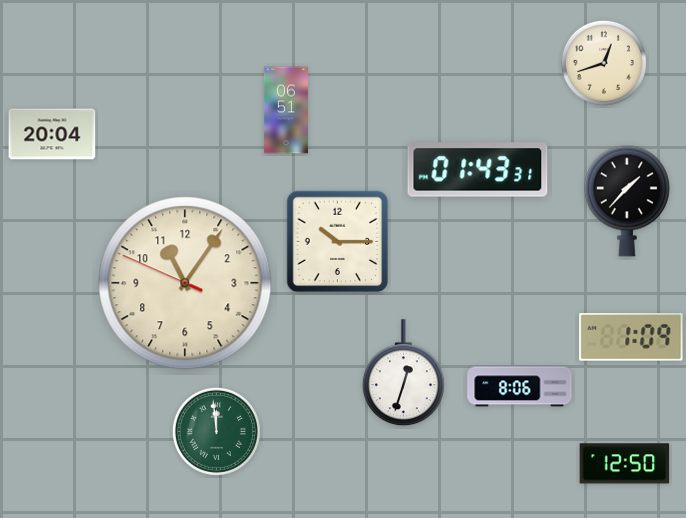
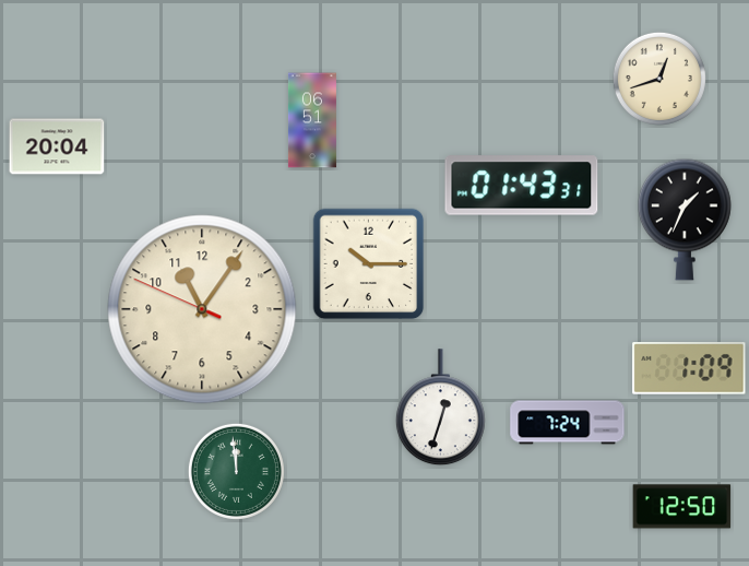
clock at (604, 63) position: (604, 63) -> (659, 79)
clock at (627, 201): 1:37 -> 1:34
clock at (520, 387): 8:06 -> 7:24
